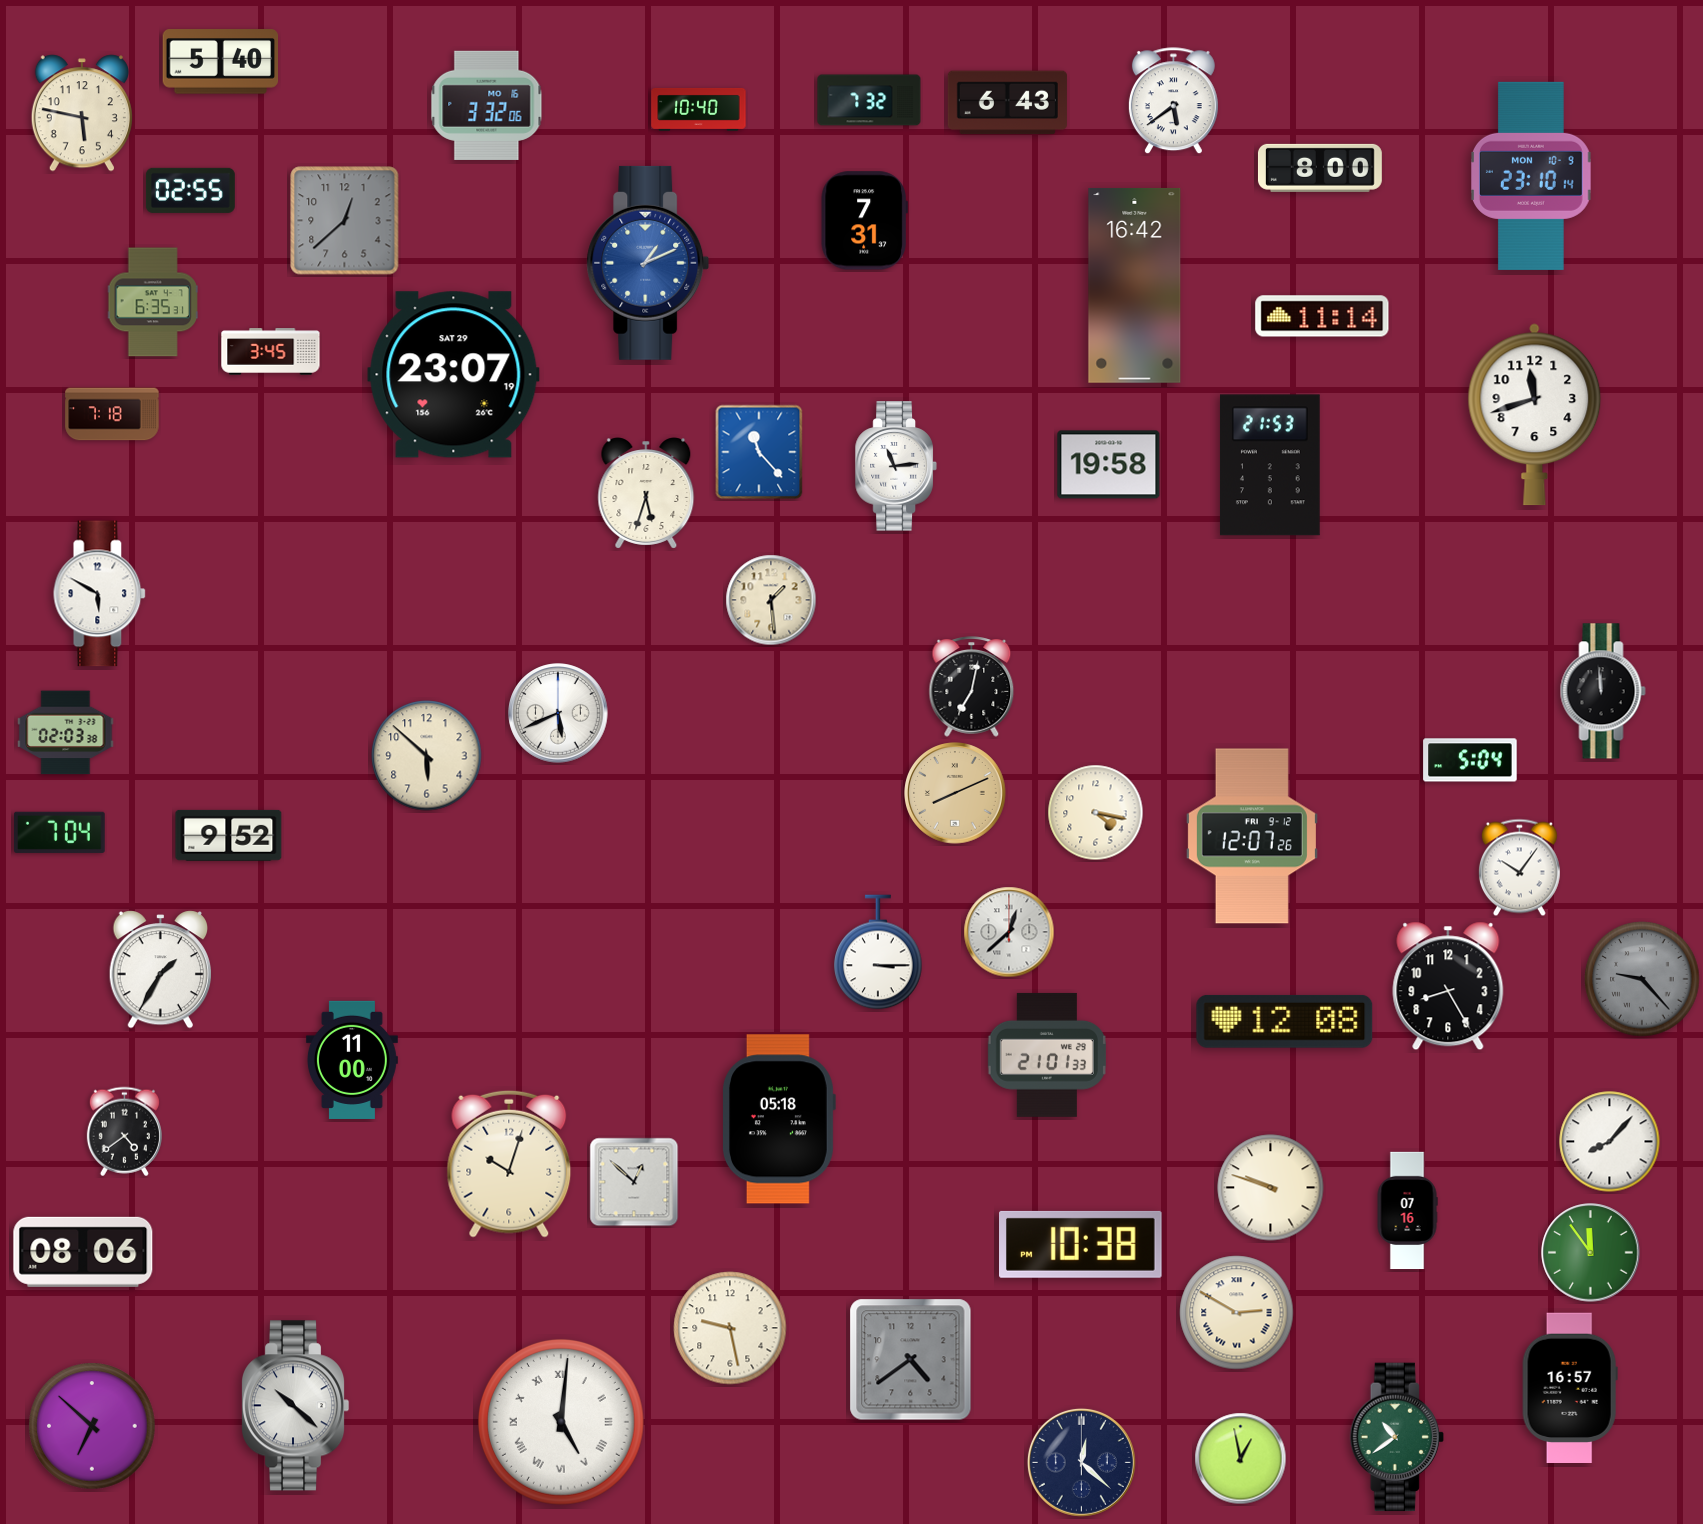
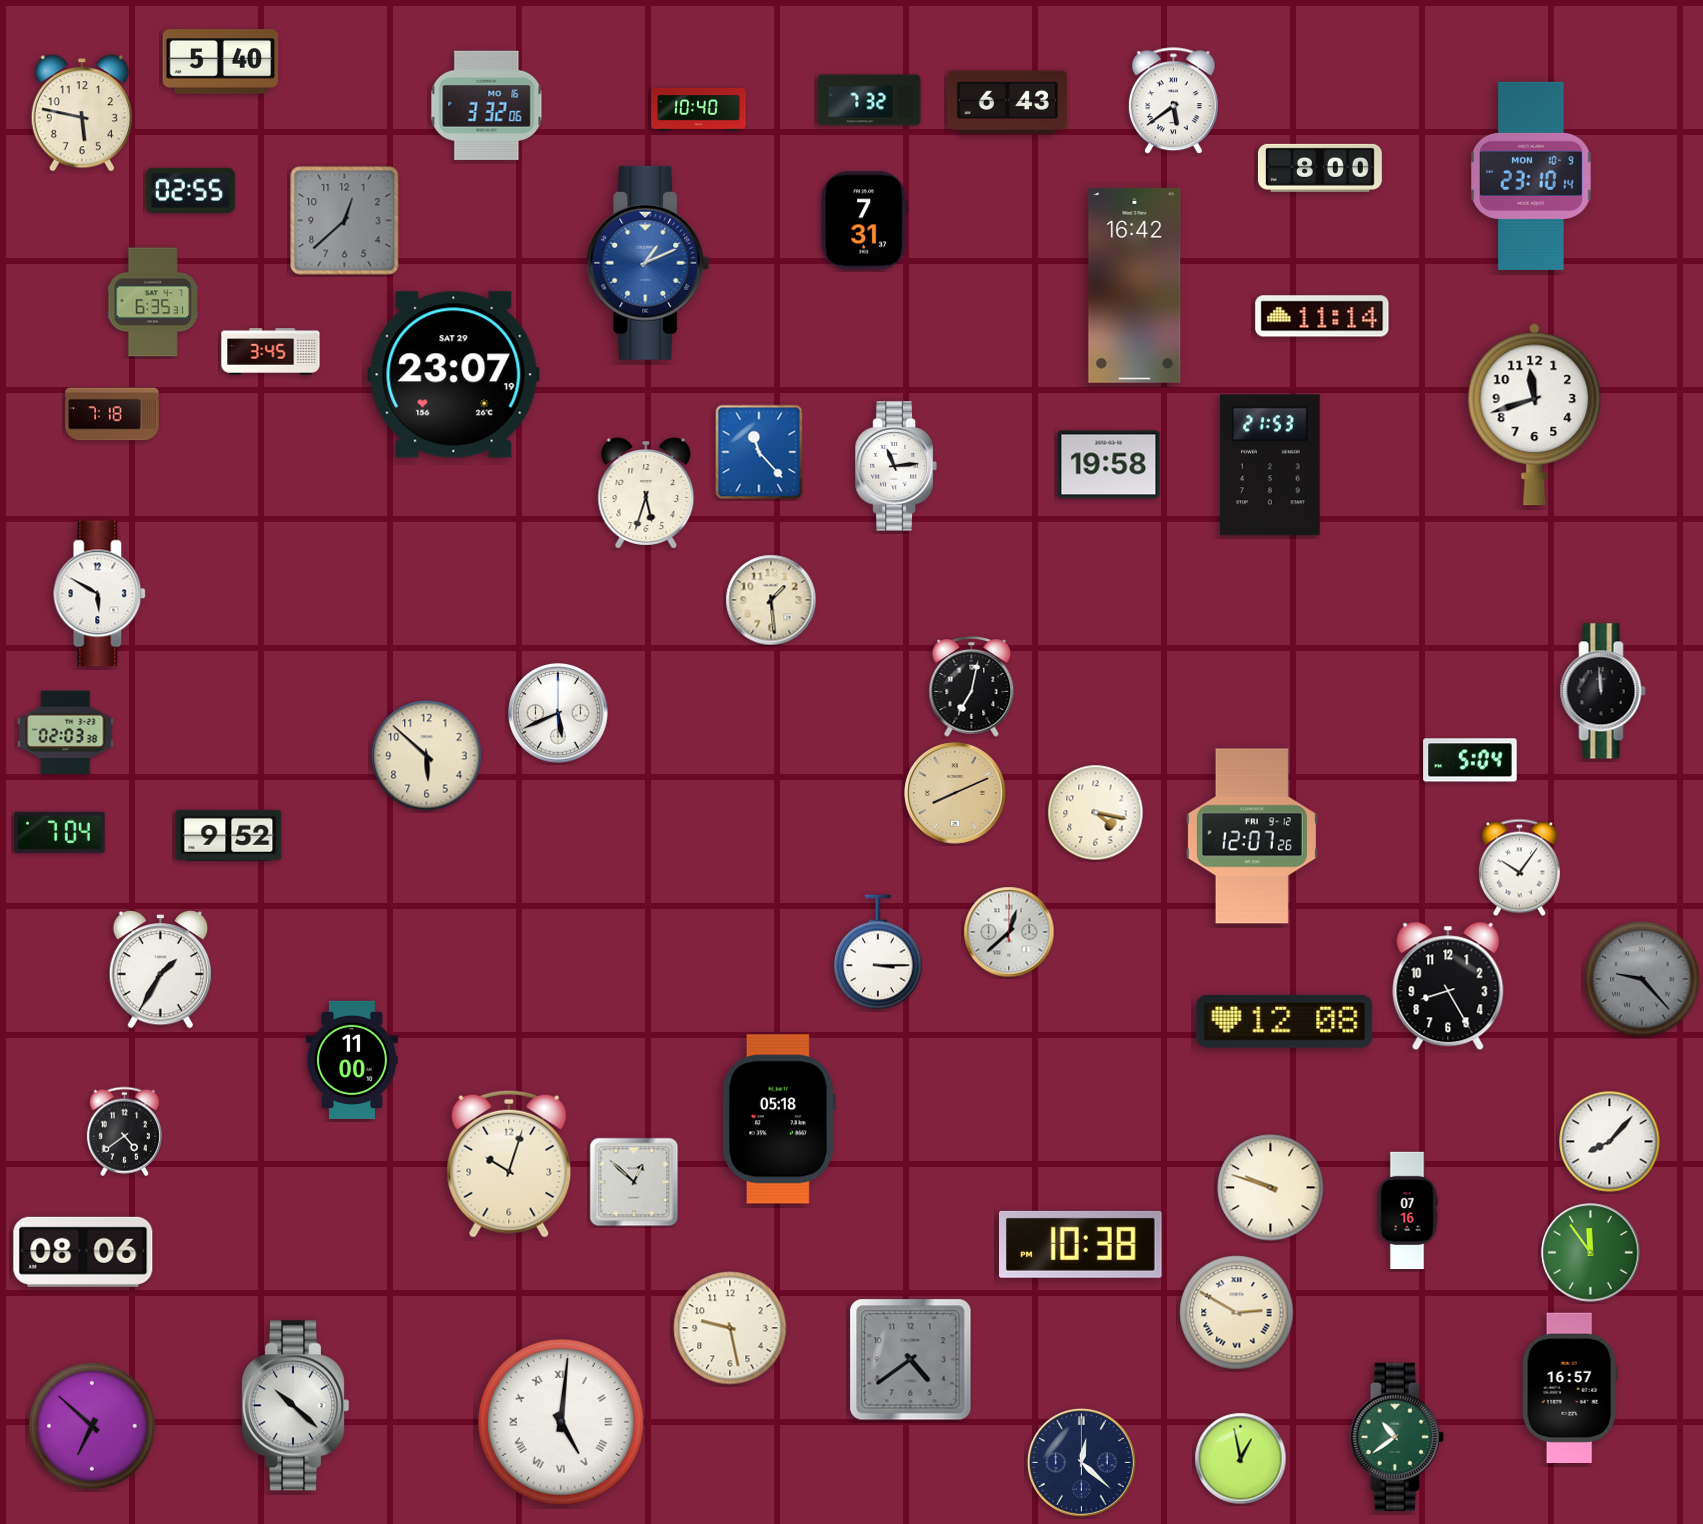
clock at (1047, 1055): 21:01 -> none
